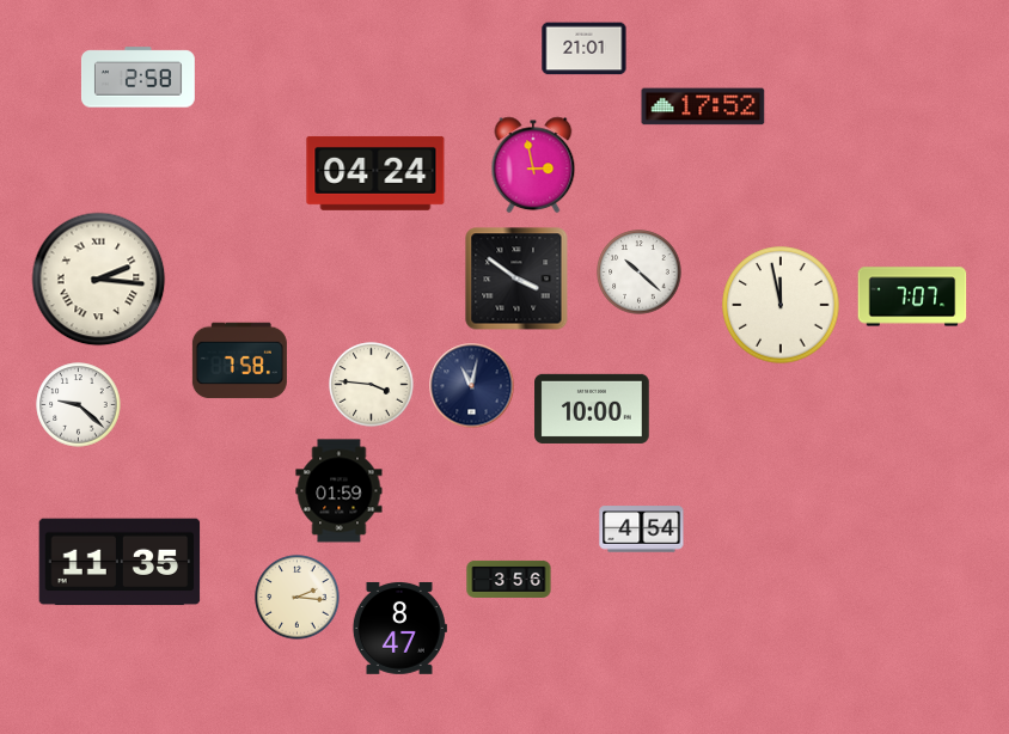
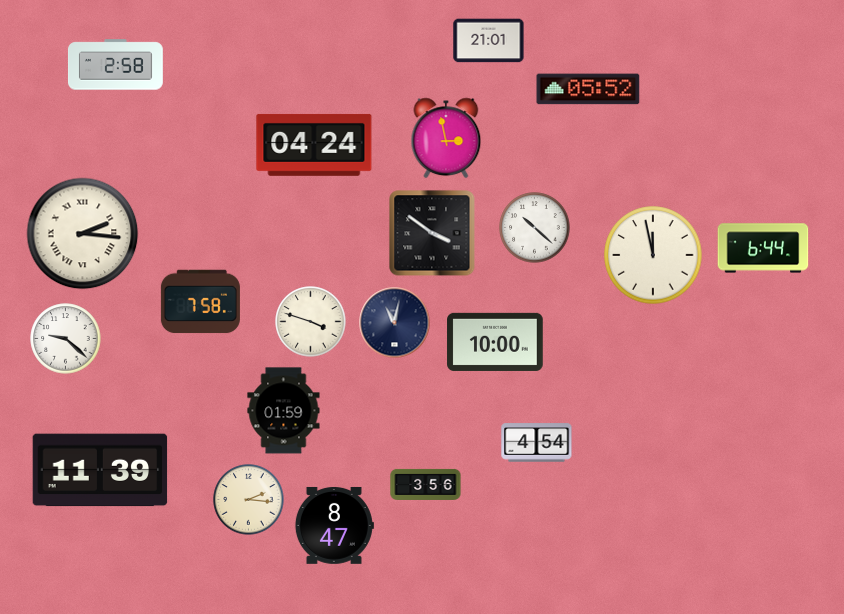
clock at (703, 106): 17:52 -> 05:52
clock at (912, 296): 7:07 -> 6:44
clock at (372, 385): 3:46 -> 3:48
clock at (120, 562): 11:35 -> 11:39
